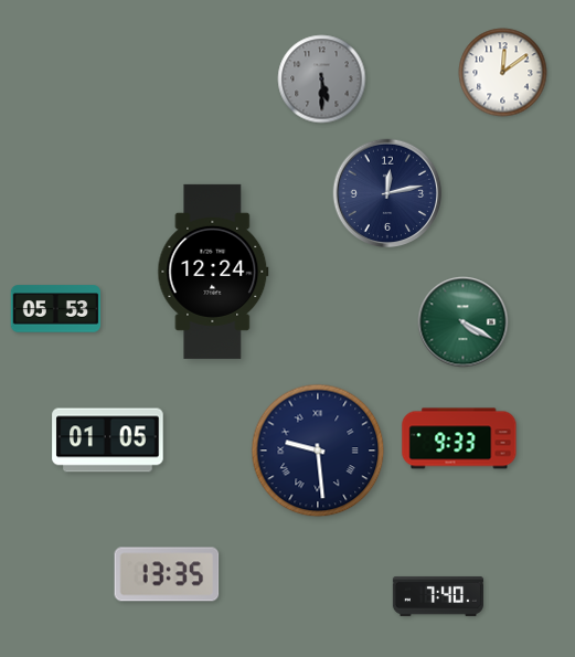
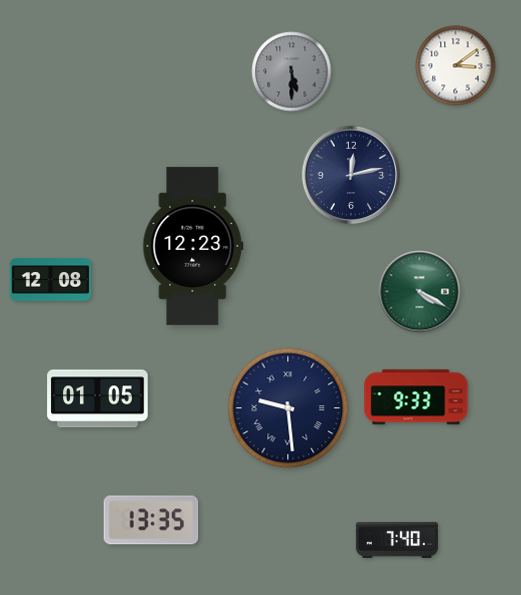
clock at (503, 73): 12:09 -> 3:09
clock at (213, 272): 12:24 -> 12:23
clock at (56, 309): 05:53 -> 12:08
